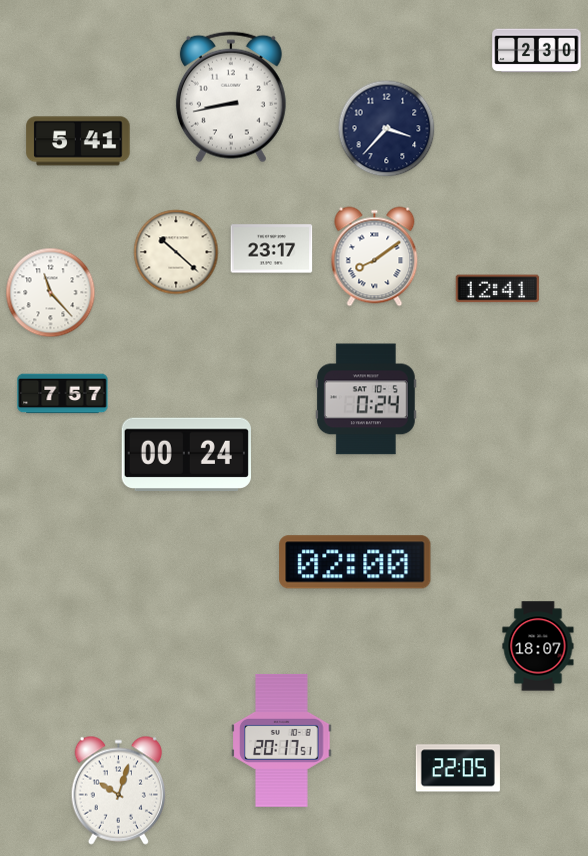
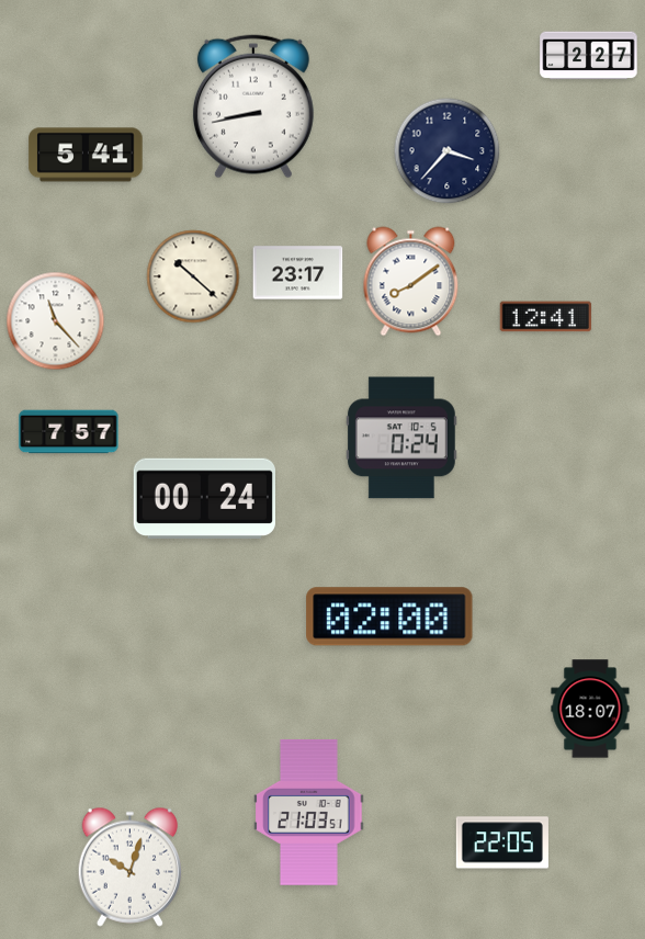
clock at (537, 51): 2:30 -> 2:27
clock at (387, 129) position: (387, 129) -> (448, 151)
clock at (282, 740): 20:17 -> 21:03
